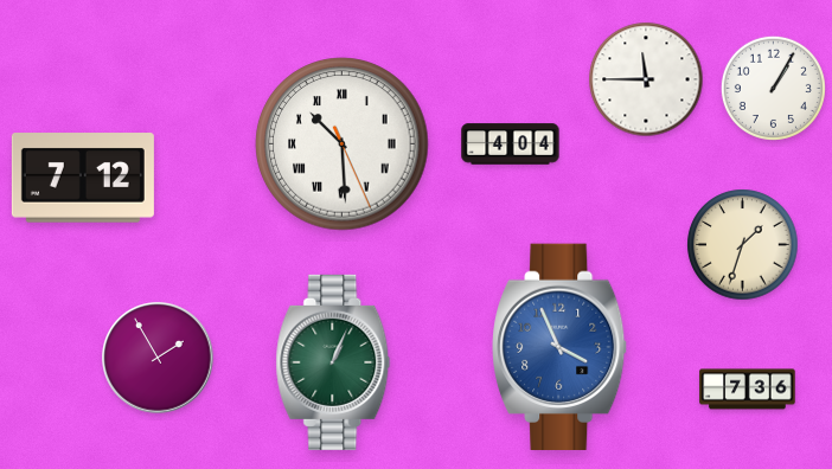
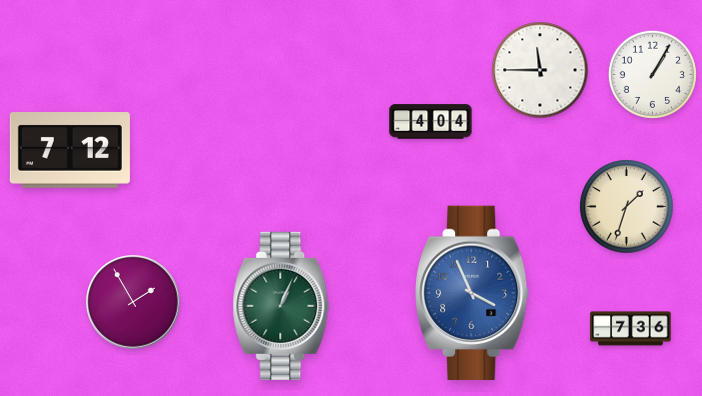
clock at (646, 79) position: (646, 79) -> (540, 70)
clock at (343, 144): 10:29 -> none
